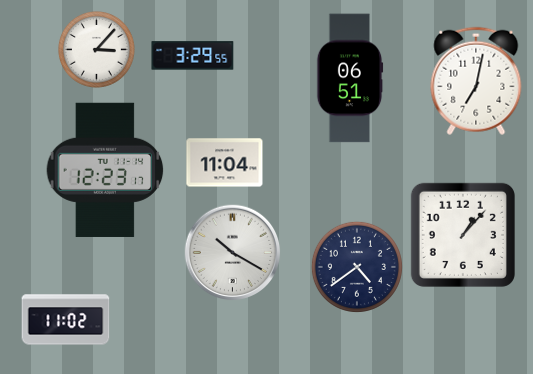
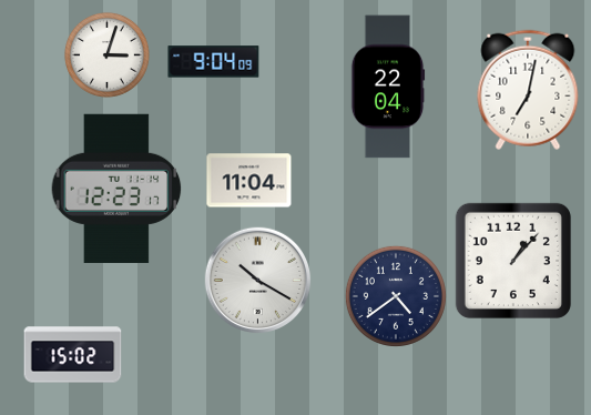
clock at (96, 49): 3:07 -> 3:03
clock at (193, 56): 3:29 -> 9:04
clock at (350, 78): 06:51 -> 22:04
clock at (66, 320): 11:02 -> 15:02
